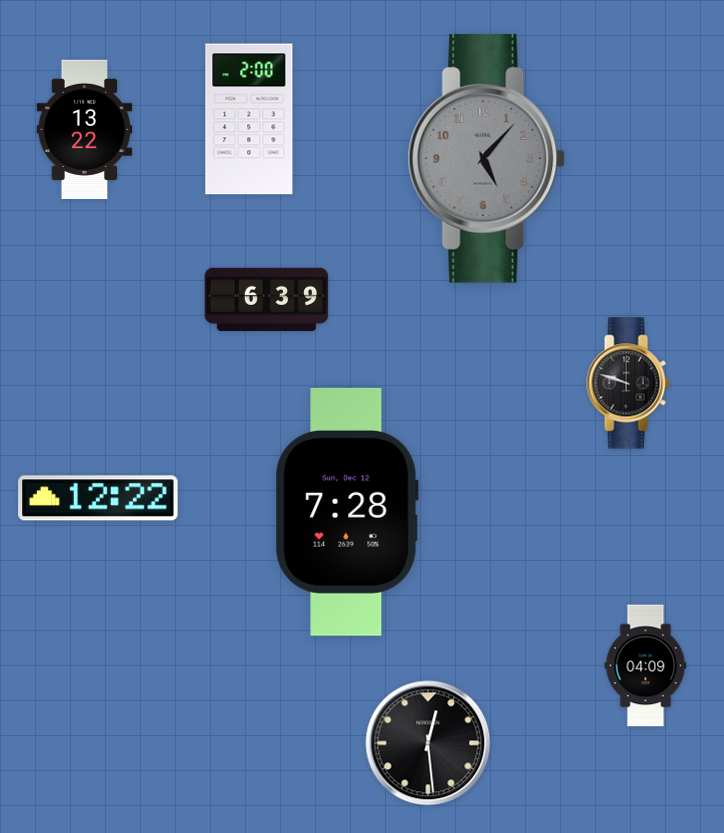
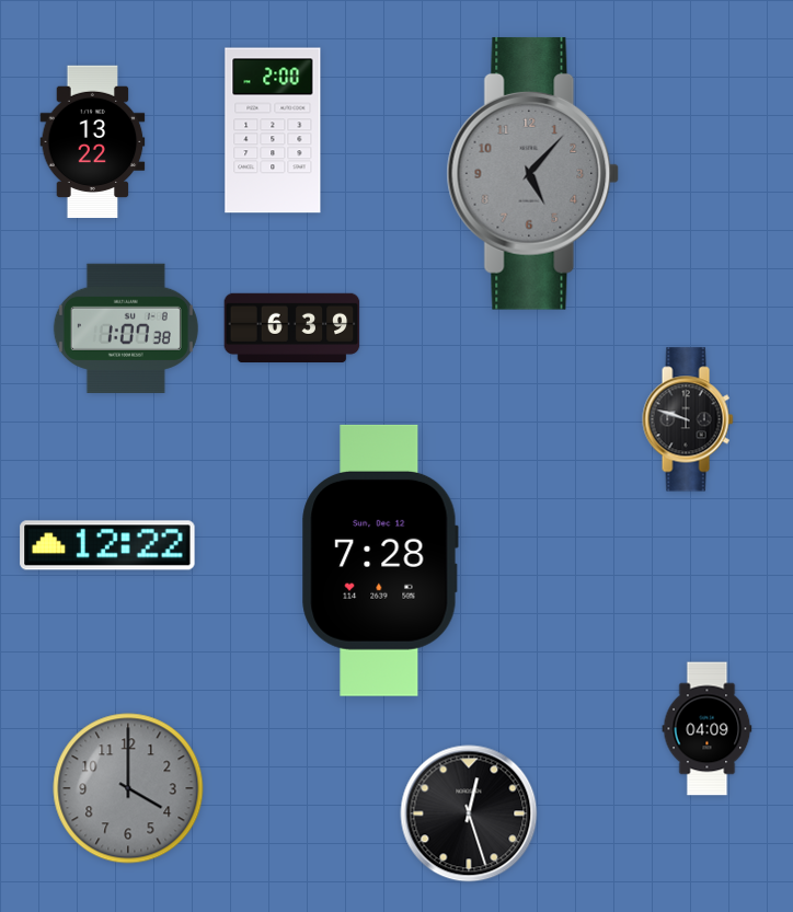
clock at (126, 328): none -> 1:07
clock at (128, 788): none -> 4:00
clock at (428, 743): 12:29 -> 12:27
